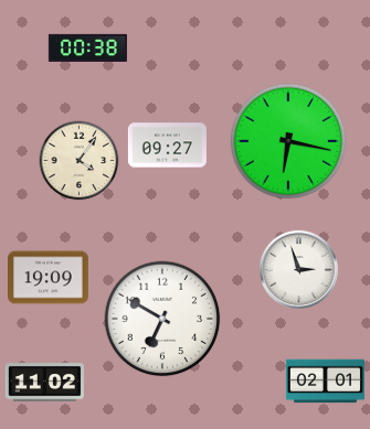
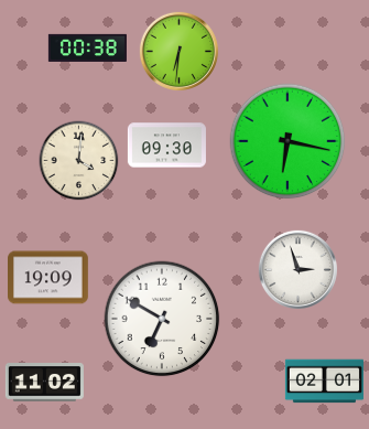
clock at (178, 51): none -> 6:31
clock at (167, 146): 09:27 -> 09:30
clock at (80, 161): 4:06 -> 4:01
